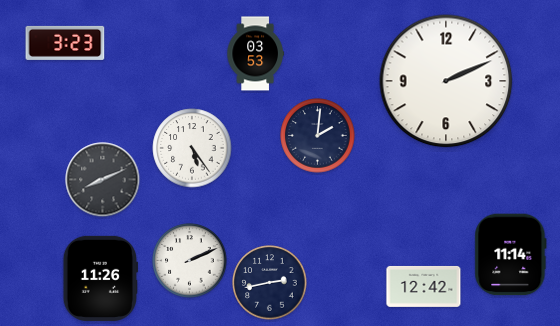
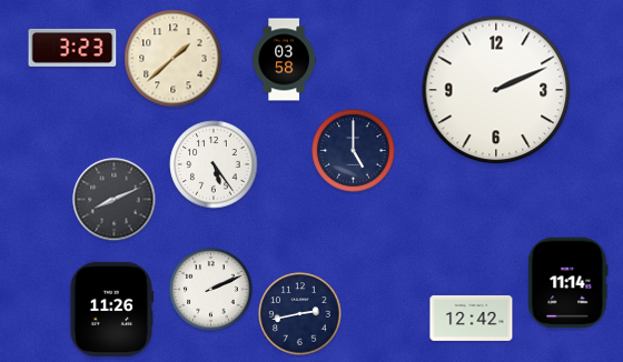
clock at (174, 59): none -> 1:38
clock at (255, 54): 03:53 -> 03:58
clock at (318, 136): 2:01 -> 5:00
